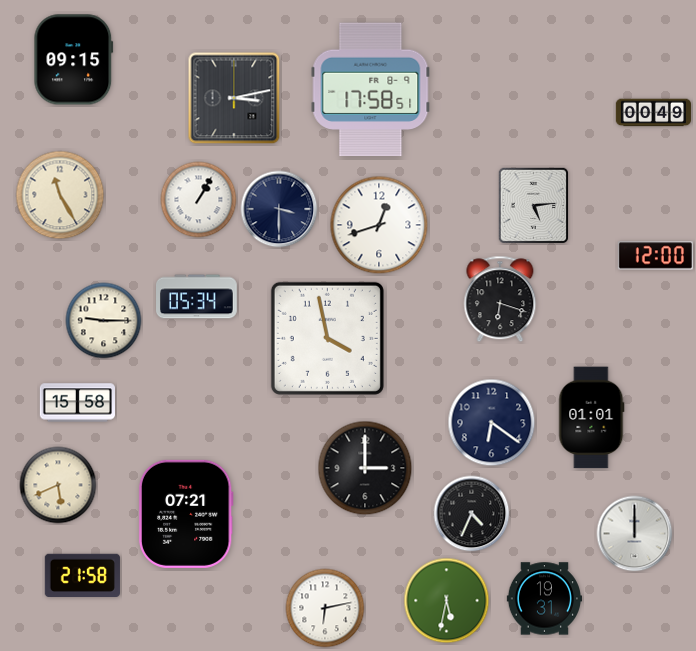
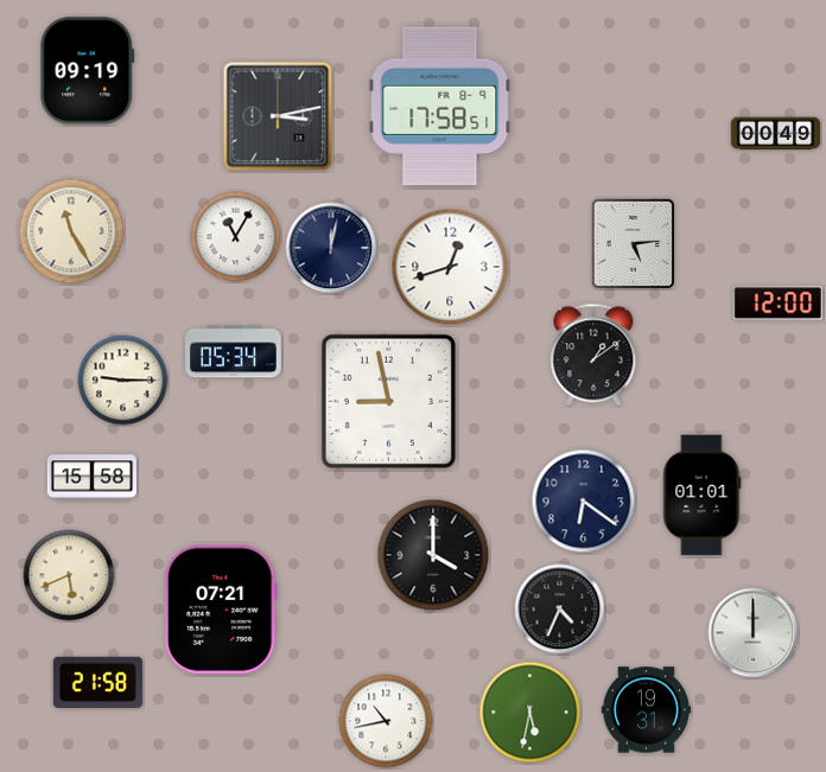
clock at (74, 60): 09:15 -> 09:19
clock at (199, 200): 1:05 -> 11:05
clock at (279, 209): 3:30 -> 12:02
clock at (500, 299): 6:18 -> 1:09
clock at (327, 338): 3:58 -> 8:58
clock at (365, 468): 3:00 -> 4:00
clock at (325, 608): 6:13 -> 10:43
